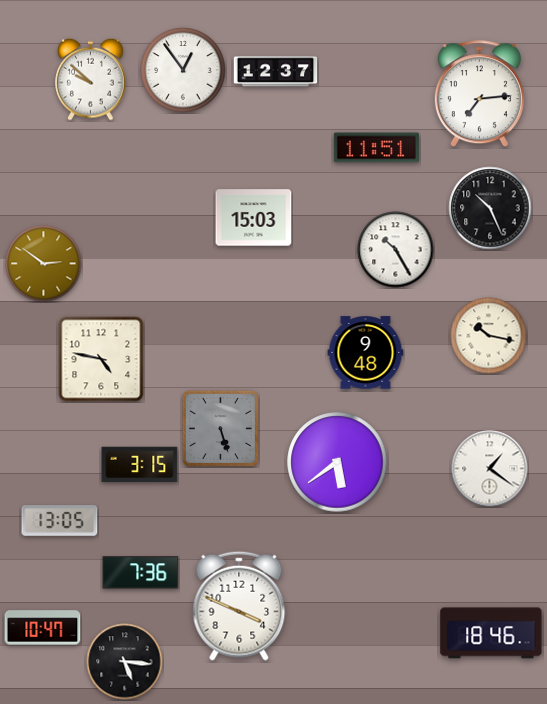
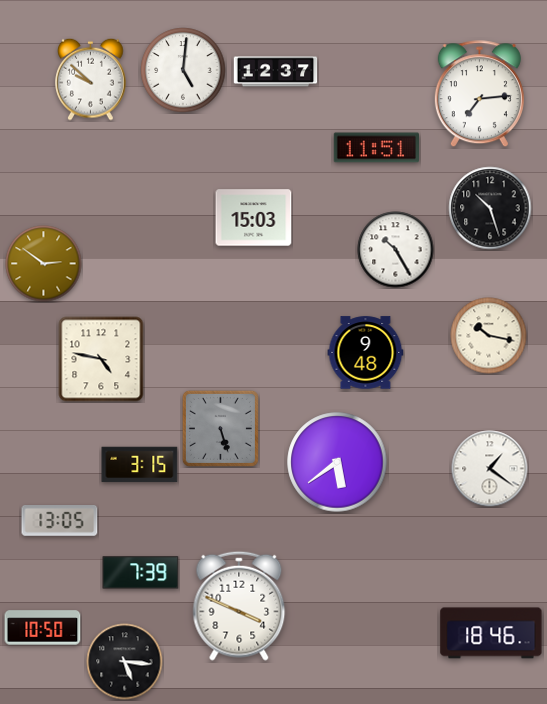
clock at (183, 70): 12:54 -> 5:01
clock at (490, 208): 10:26 -> 10:27
clock at (141, 573): 7:36 -> 7:39
clock at (43, 628): 10:47 -> 10:50
